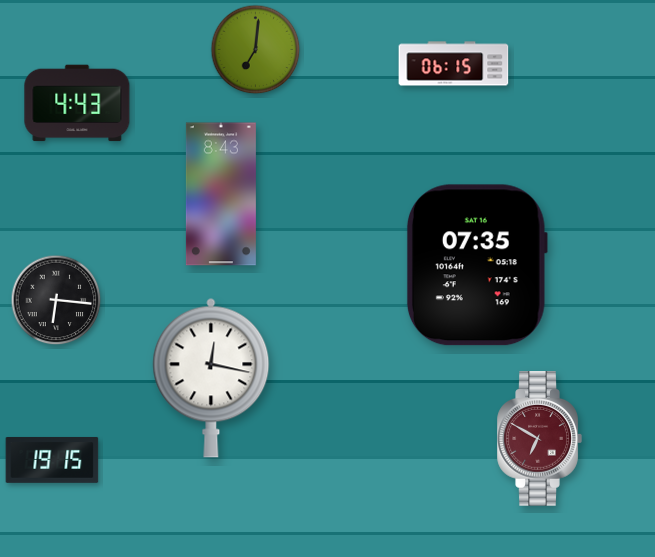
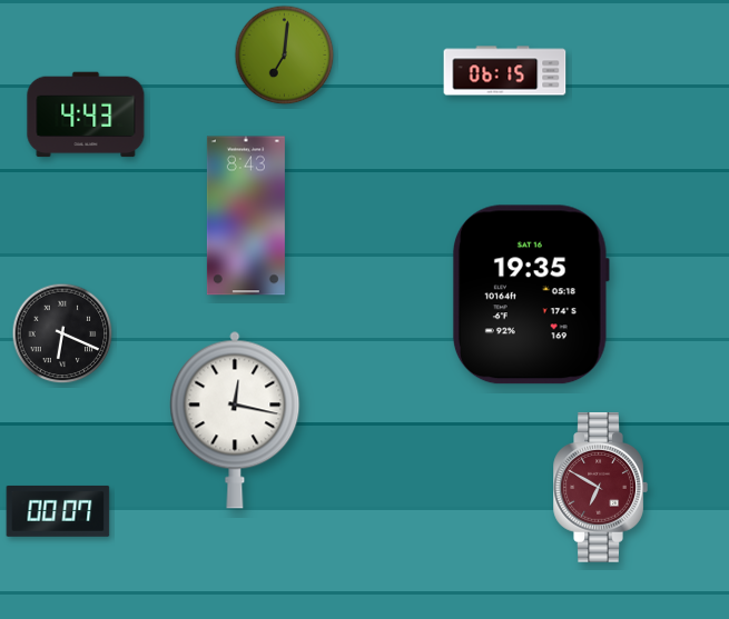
clock at (477, 265): 07:35 -> 19:35
clock at (56, 300): 6:16 -> 6:19
clock at (52, 460): 19:15 -> 00:07
